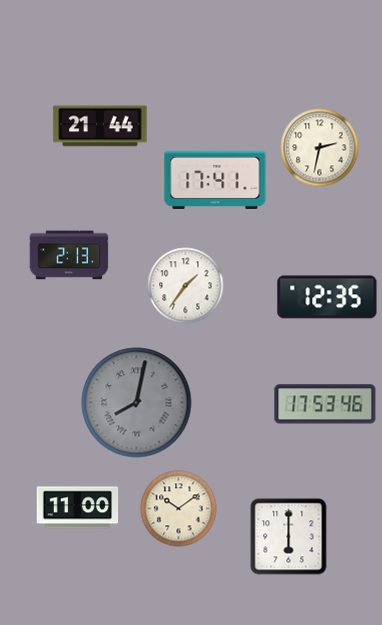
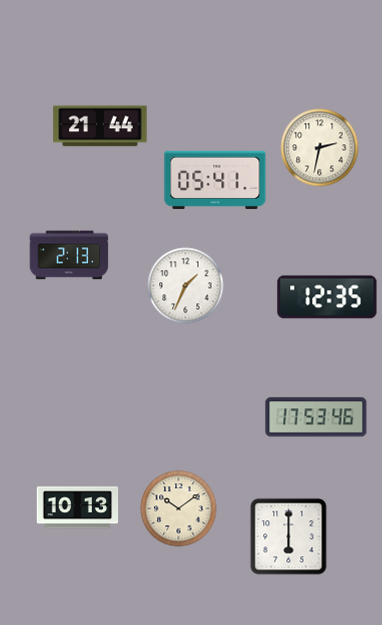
clock at (215, 180): 17:41 -> 05:41
clock at (186, 286): 1:36 -> 1:34
clock at (137, 403): 8:02 -> none
clock at (325, 404) position: (325, 404) -> (316, 417)
clock at (78, 508): 11:00 -> 10:13
